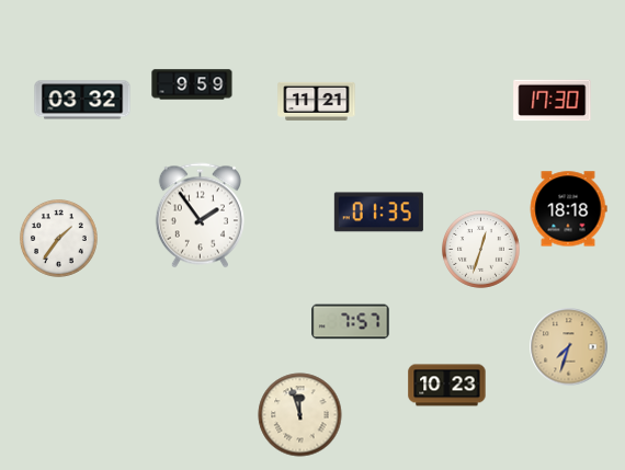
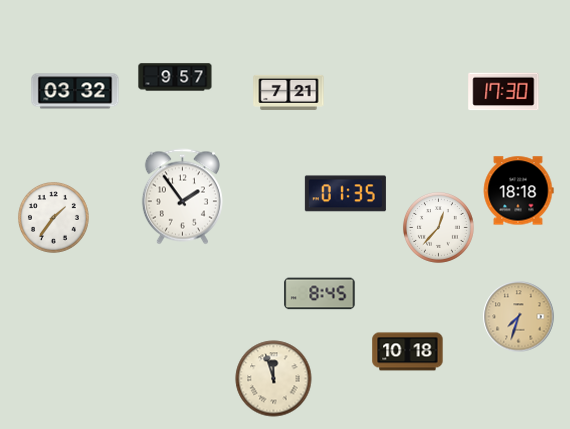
clock at (192, 84): 9:59 -> 9:57
clock at (317, 101): 11:21 -> 7:21
clock at (480, 249): 12:33 -> 12:37
clock at (351, 322): 7:57 -> 8:45
clock at (447, 386): 10:23 -> 10:18
